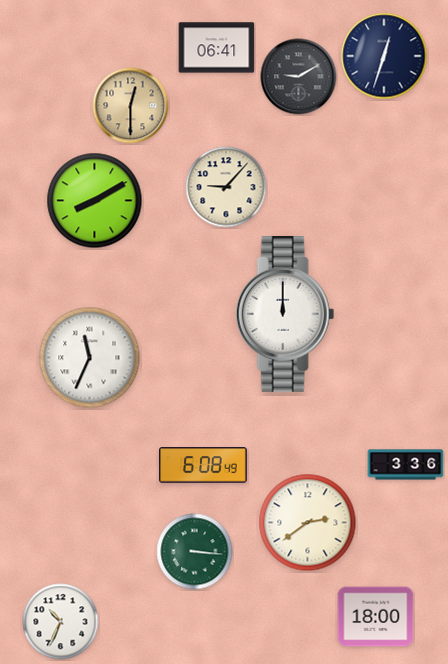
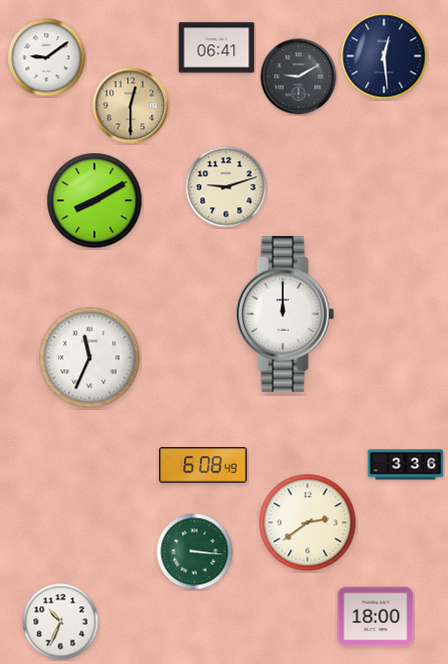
clock at (384, 56): 12:33 -> 12:29
clock at (47, 58): none -> 9:09
clock at (226, 187): 9:07 -> 9:12
